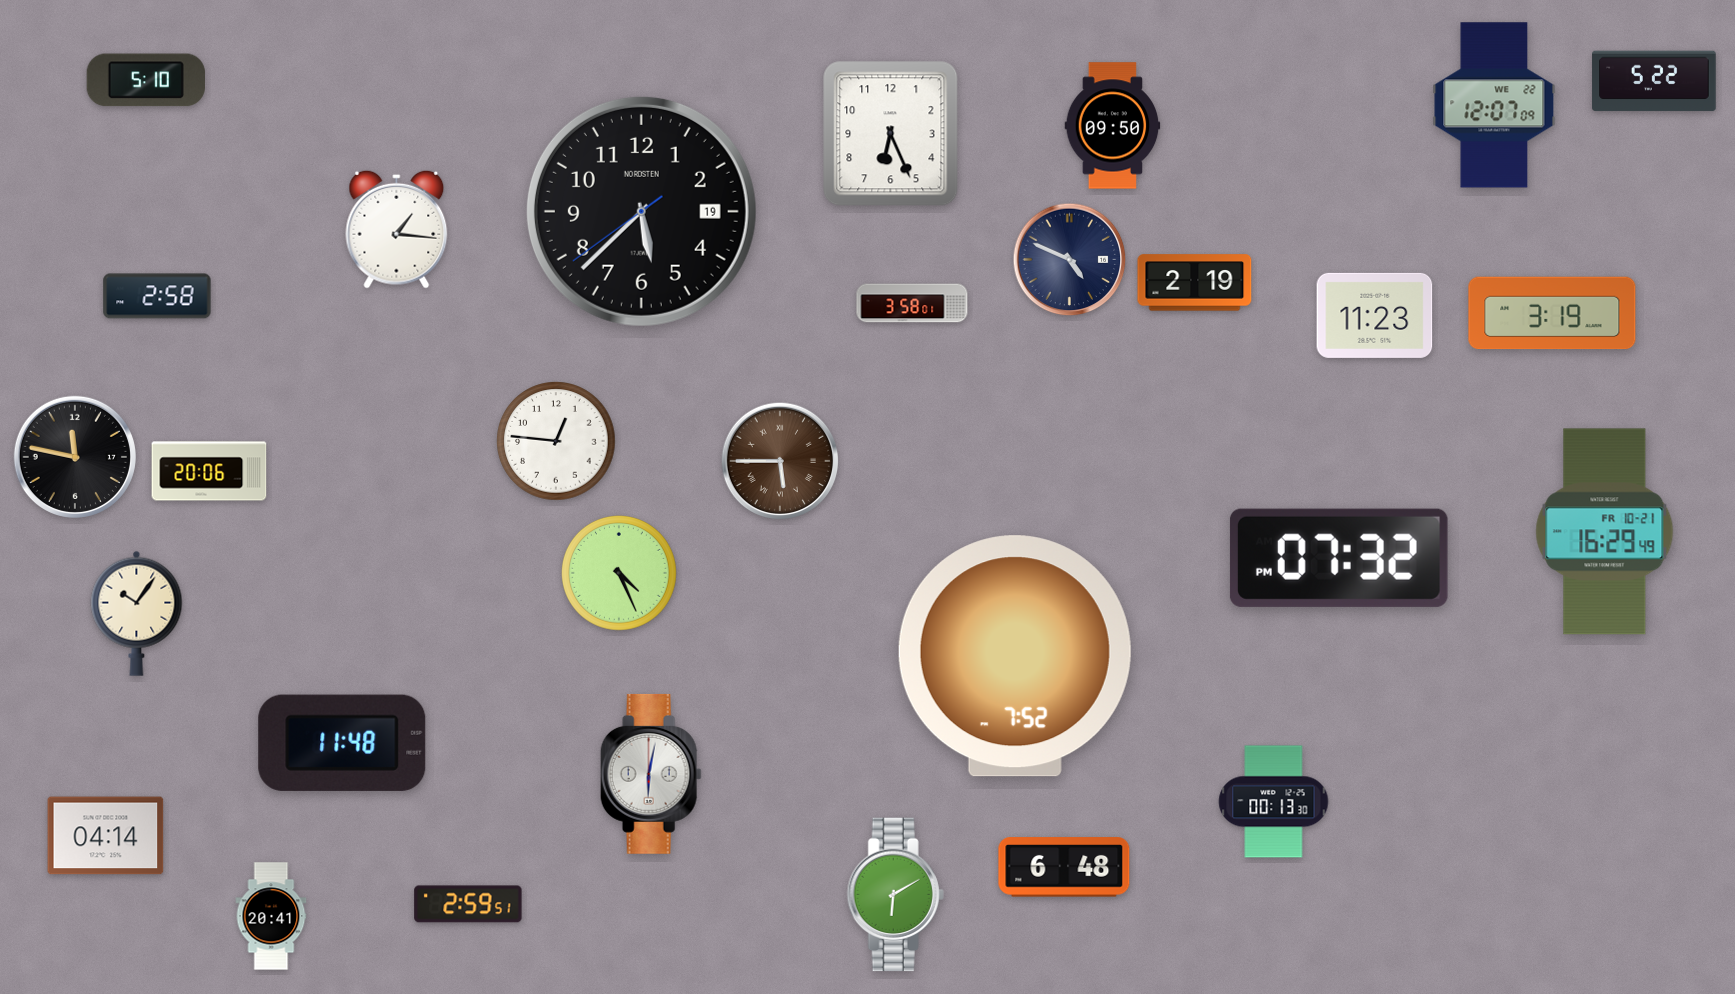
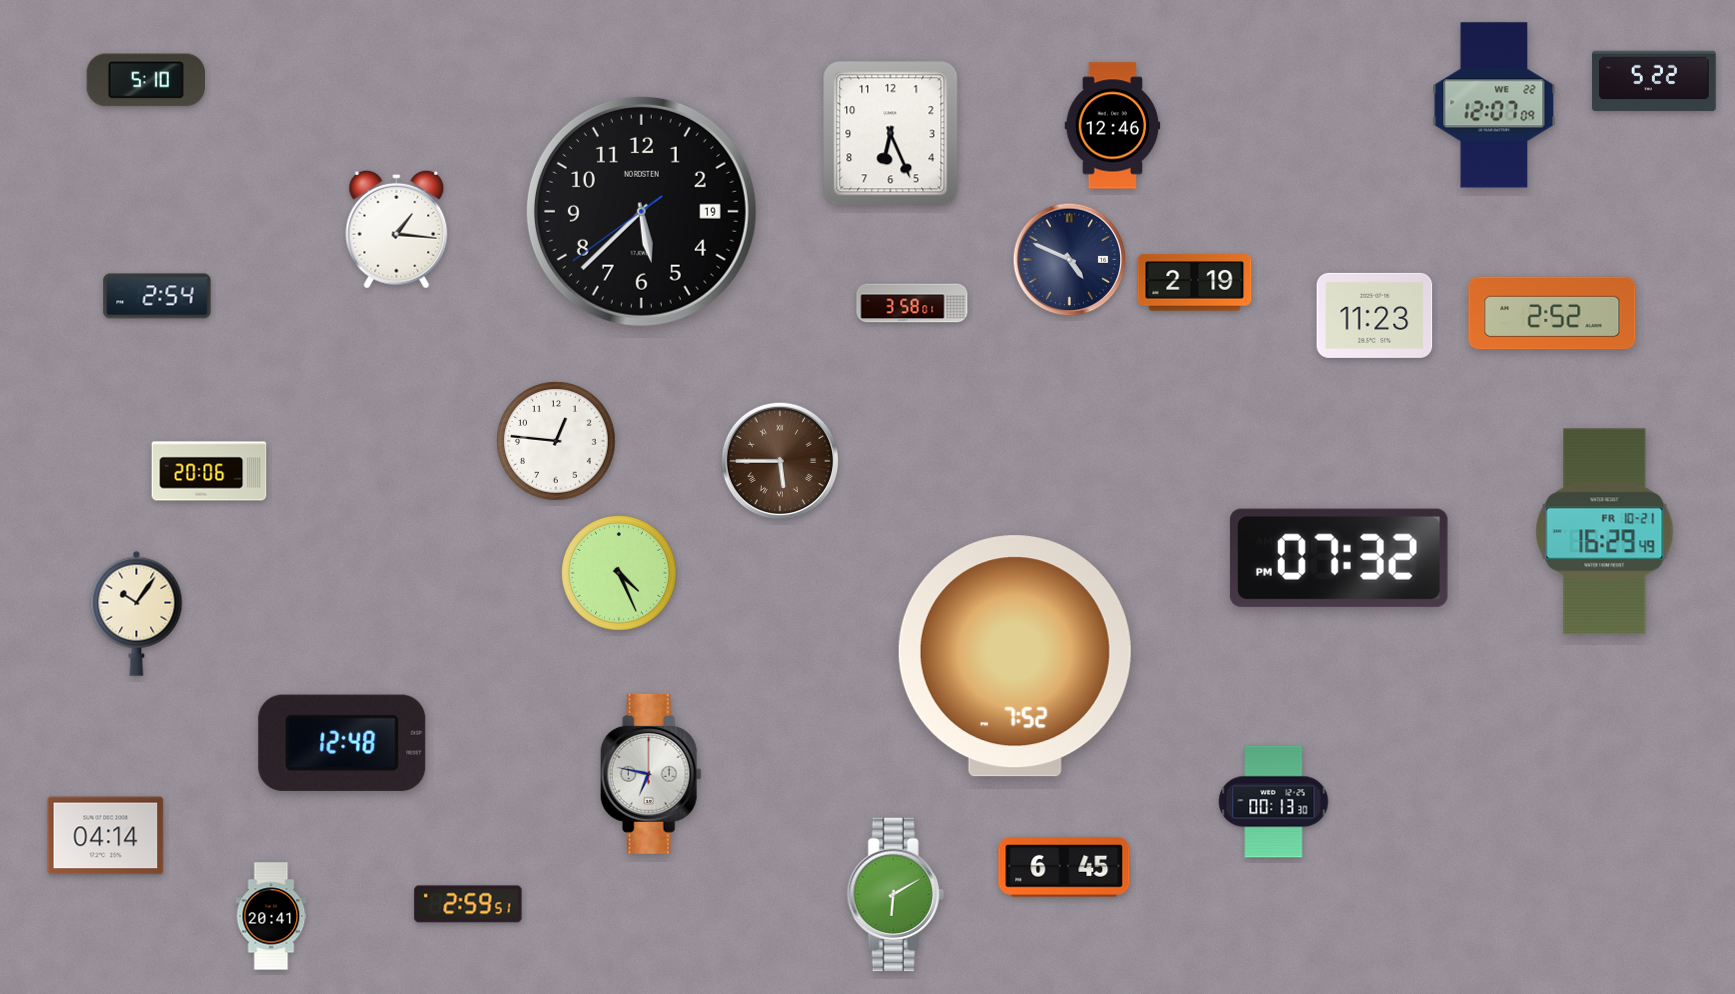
clock at (1113, 126): 09:50 -> 12:46
clock at (157, 296): 2:58 -> 2:54
clock at (1552, 313): 3:19 -> 2:52
clock at (75, 457): 11:47 -> none
clock at (342, 743): 11:48 -> 12:48
clock at (651, 774): 6:02 -> 6:47
clock at (1064, 867): 6:48 -> 6:45
